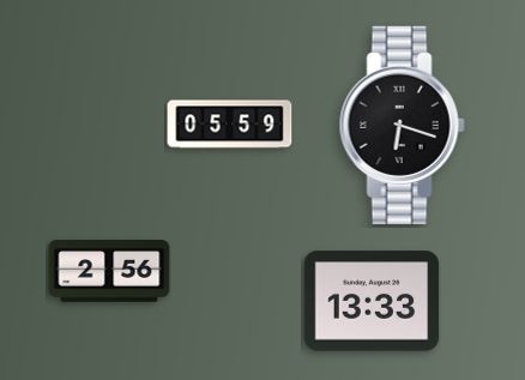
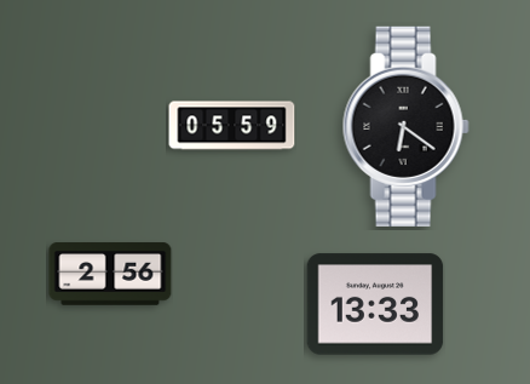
clock at (402, 125): 6:18 -> 6:21
